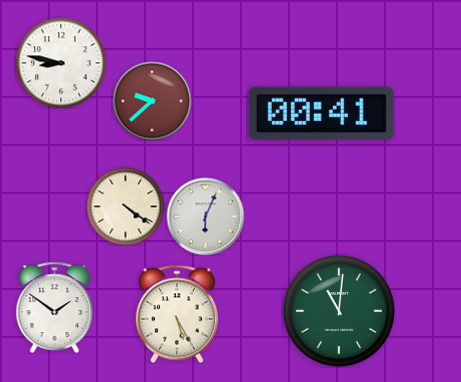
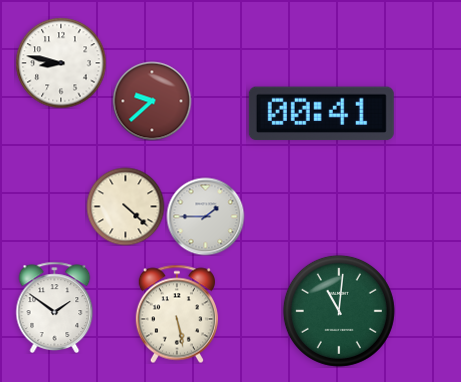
clock at (125, 206): 4:21 -> 4:22
clock at (205, 216): 6:04 -> 1:45
clock at (177, 314): 5:25 -> 5:28
